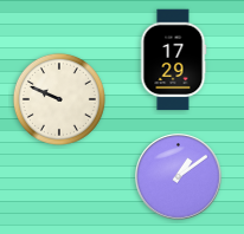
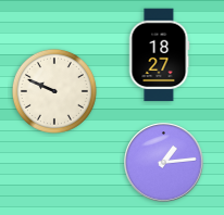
clock at (173, 60): 17:29 -> 18:27
clock at (179, 177): 1:09 -> 1:14
